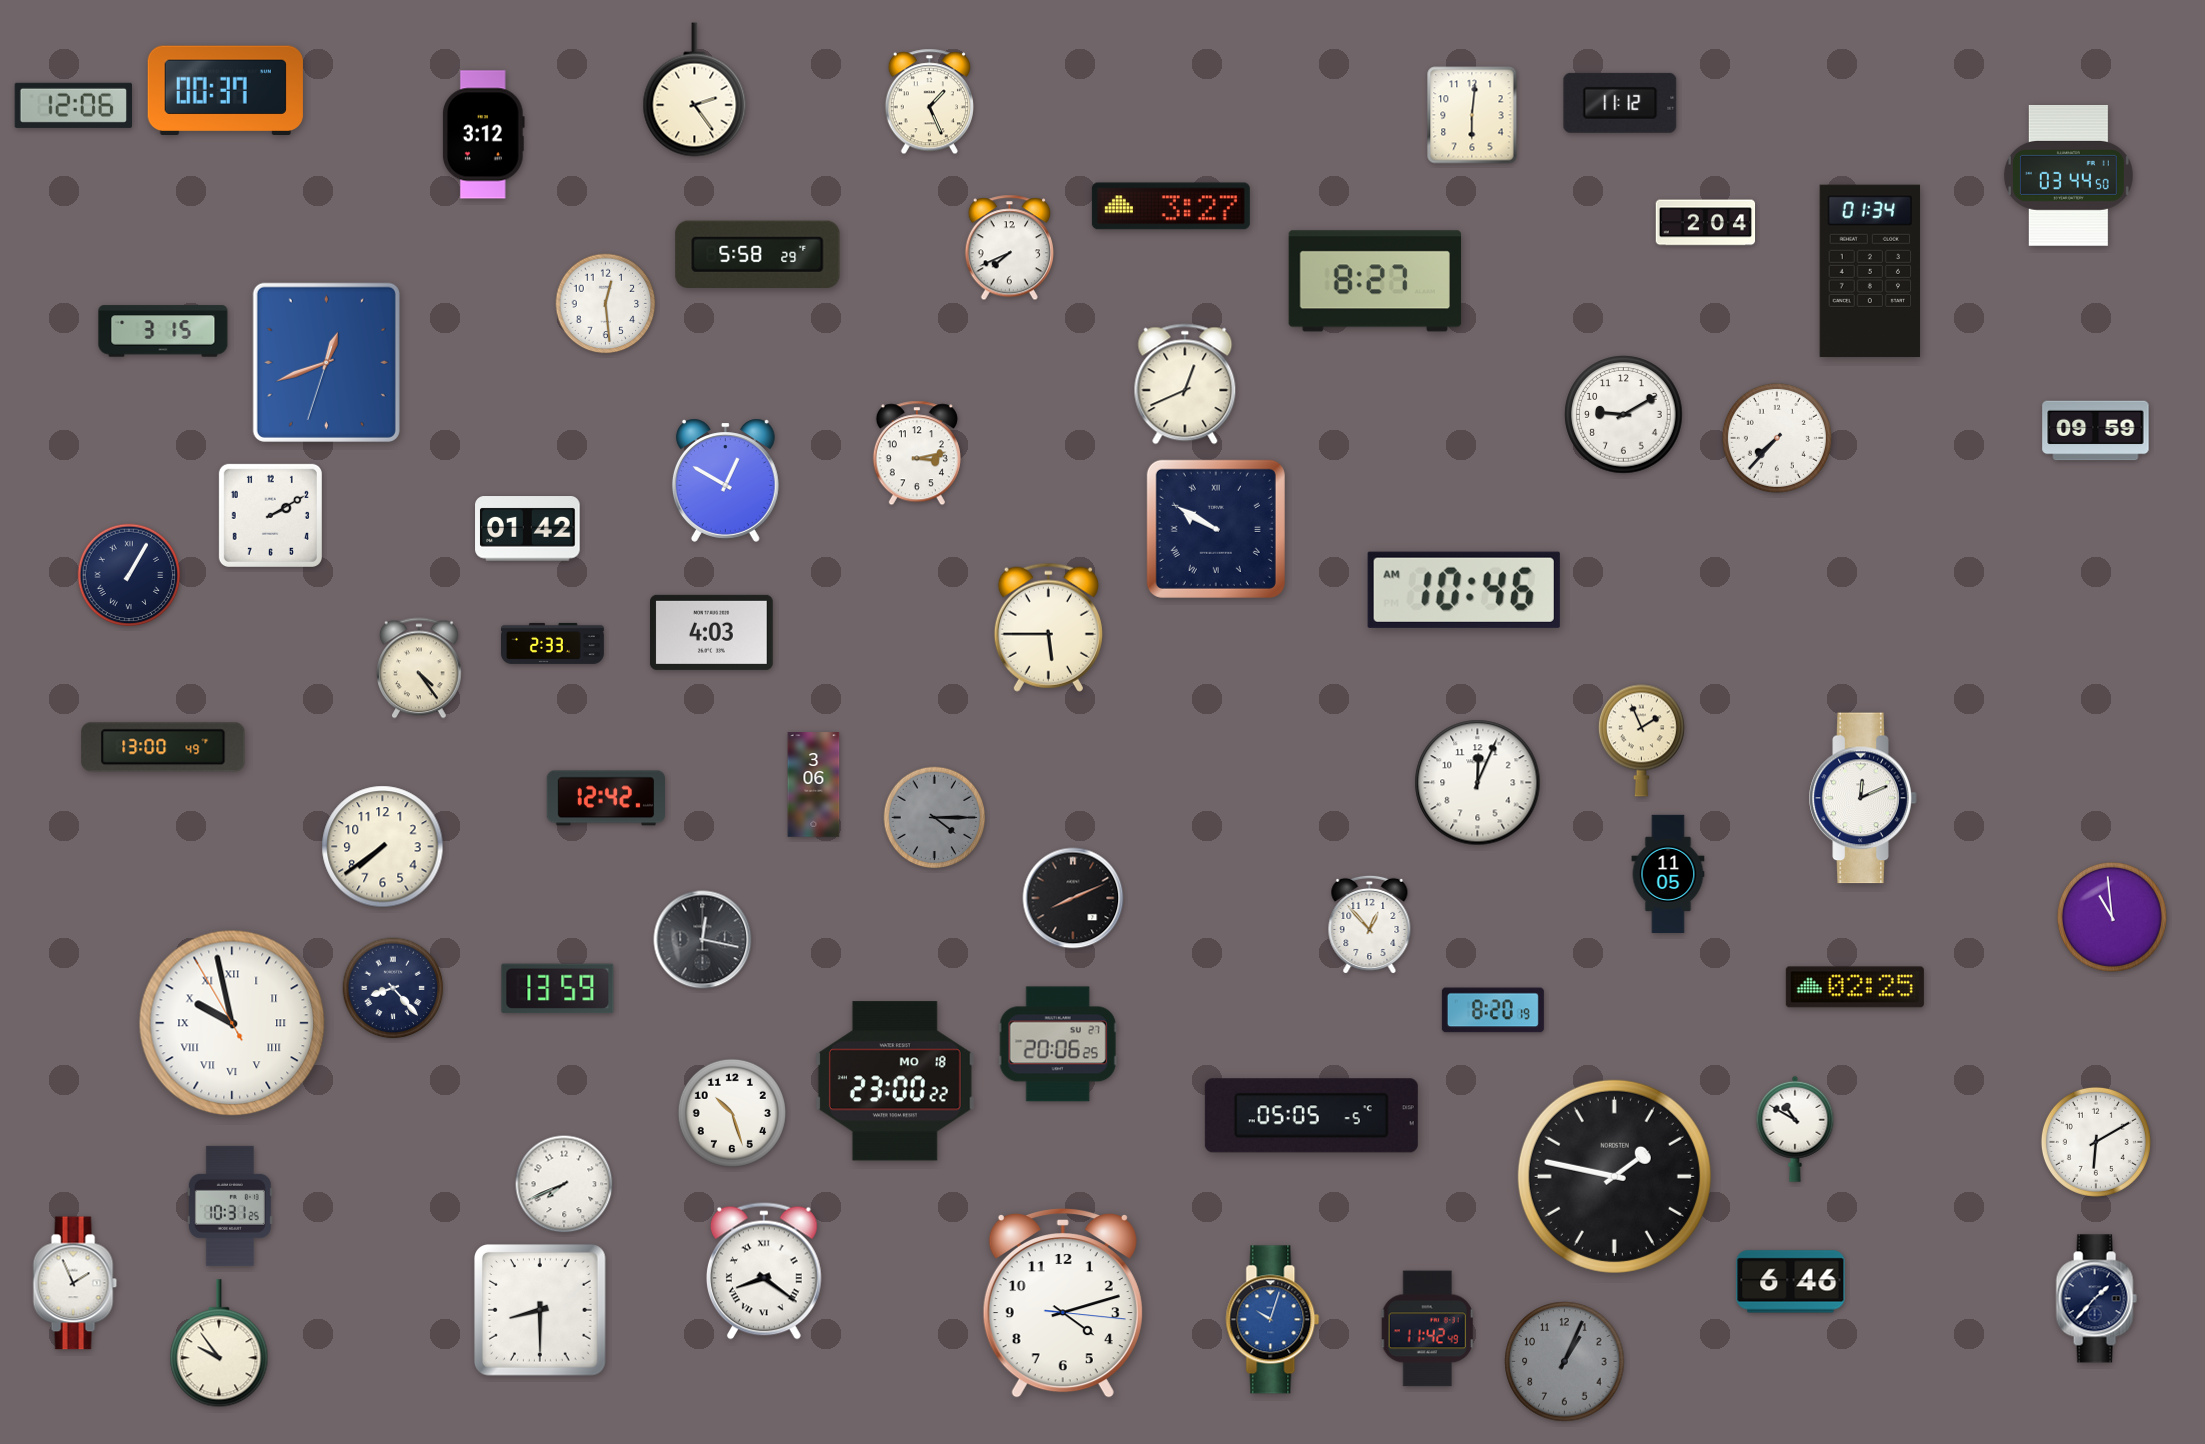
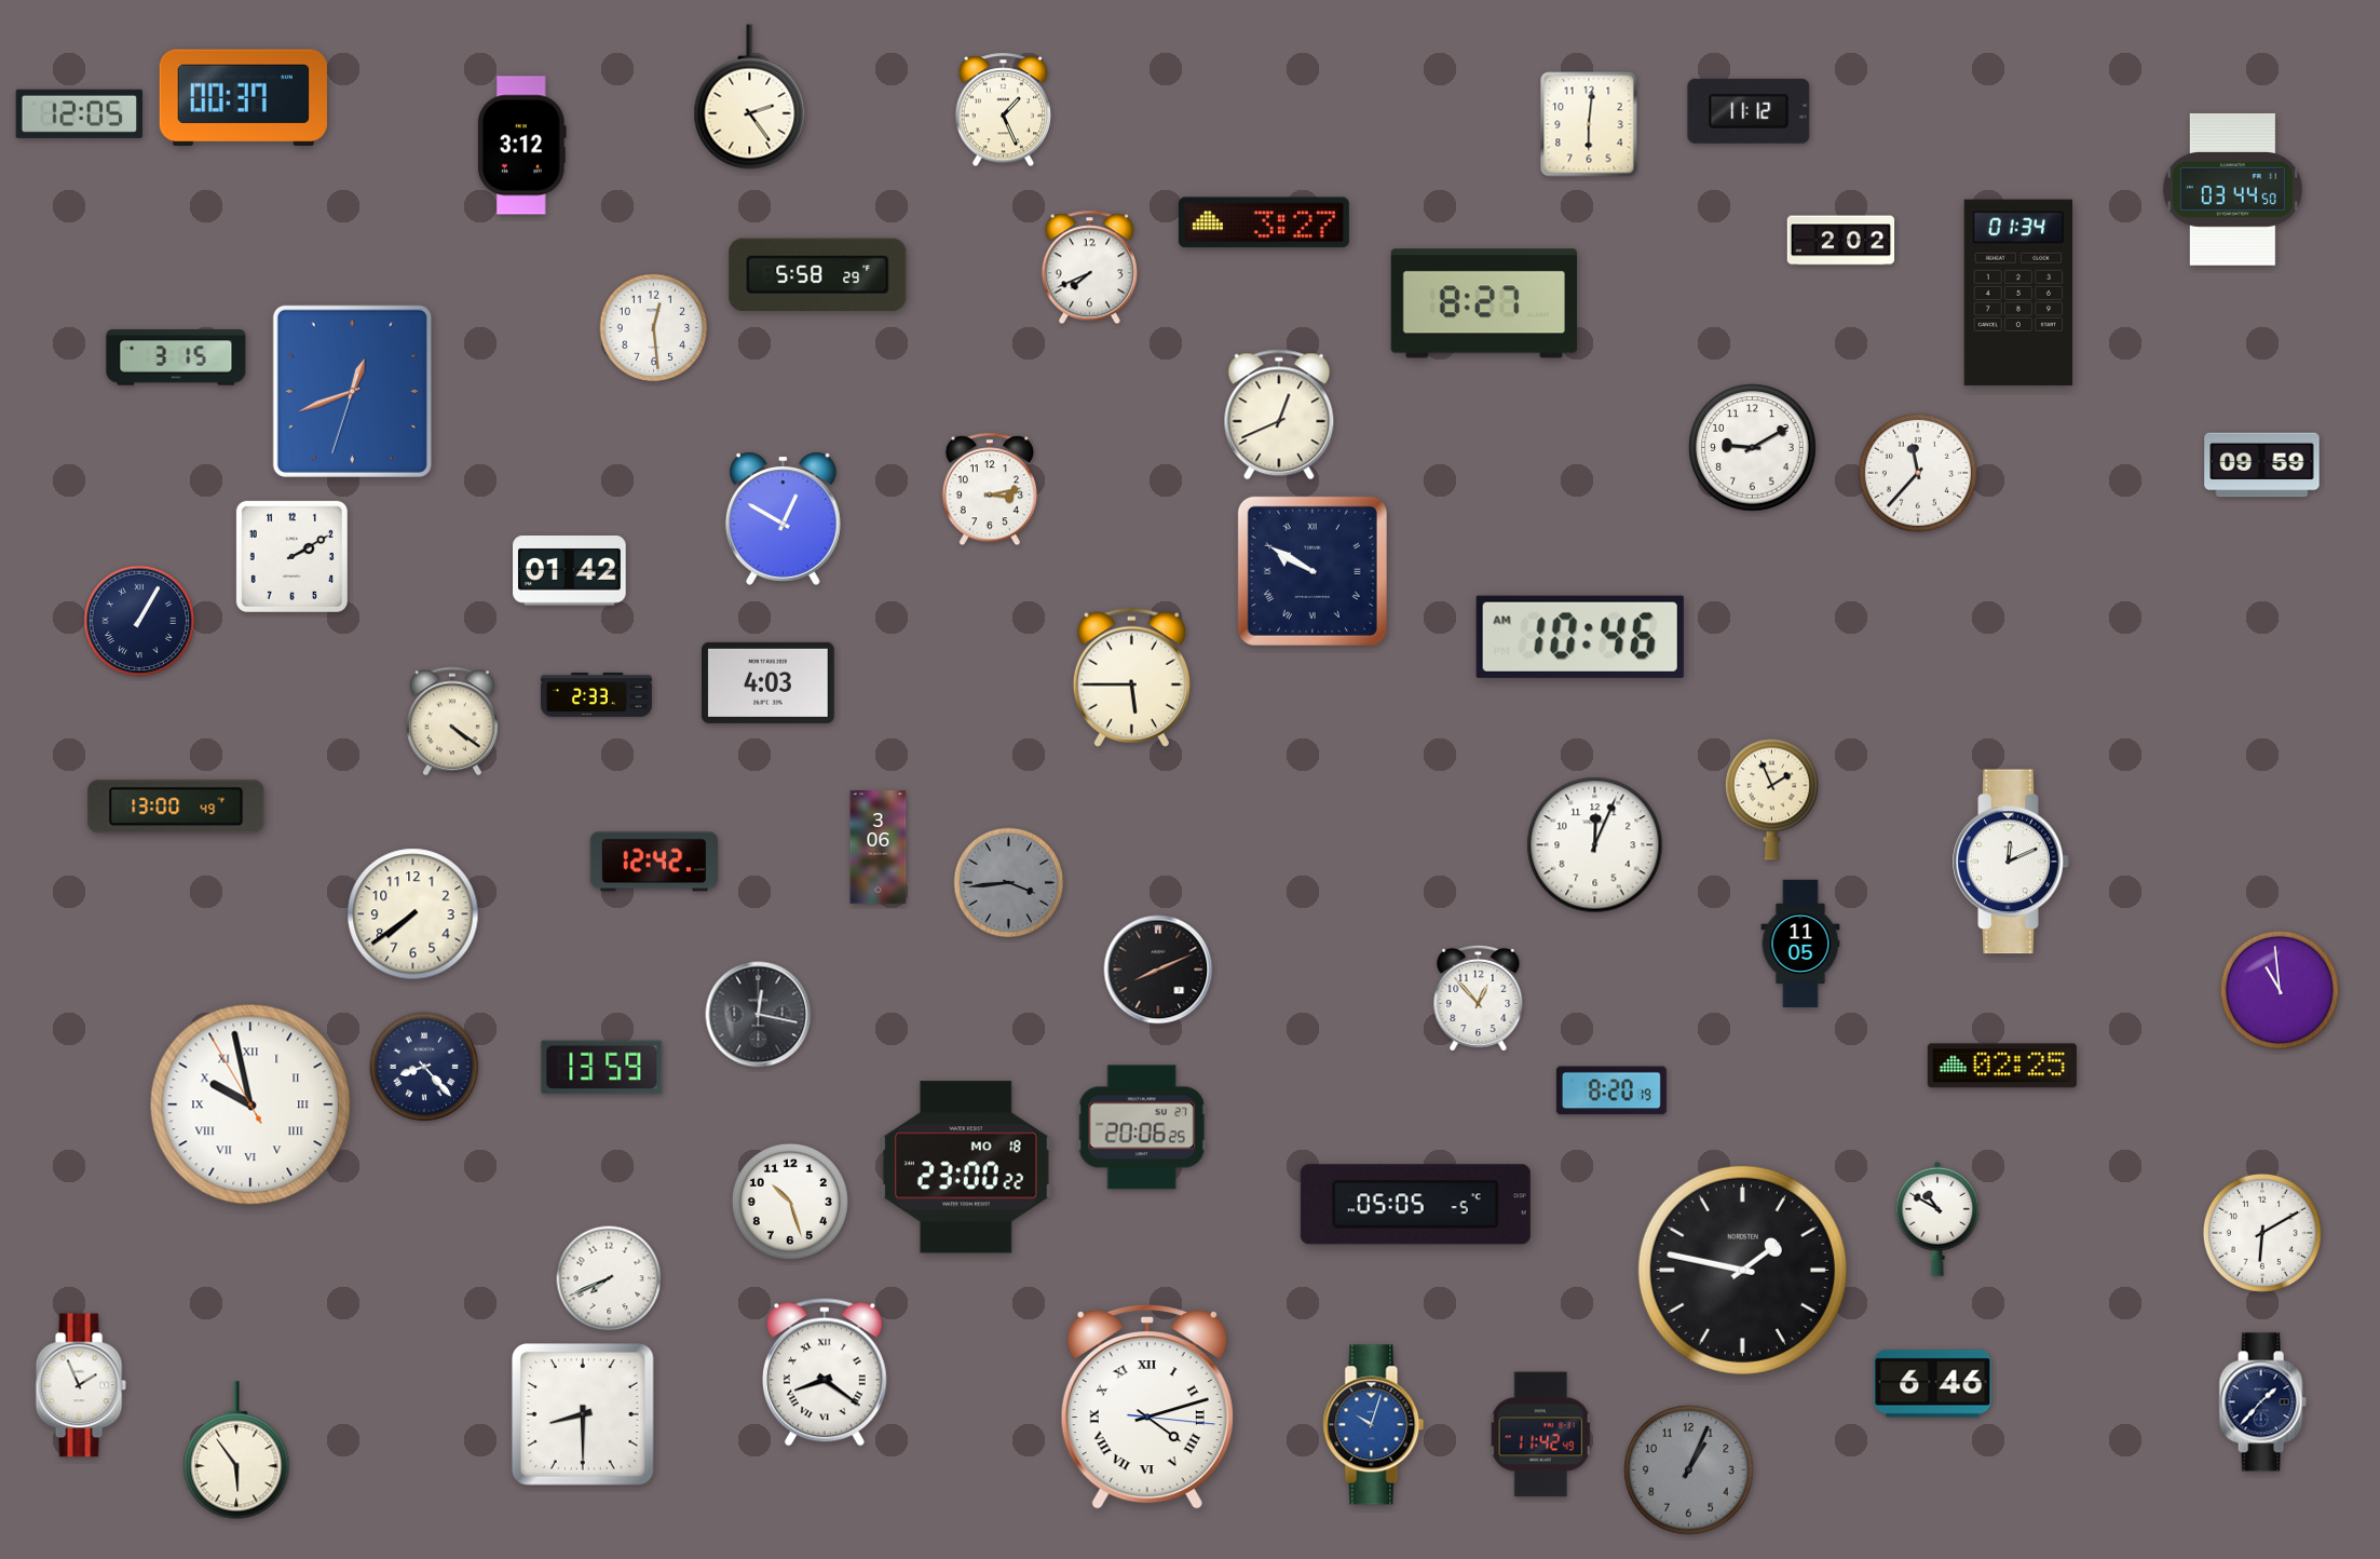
clock at (73, 105): 12:06 -> 12:05
clock at (1706, 223): 2:04 -> 2:02
clock at (1777, 438): 7:37 -> 11:37
clock at (419, 668): 4:24 -> 4:21
clock at (935, 818): 4:15 -> 3:44
clock at (230, 1206): 10:31 -> none
clock at (1063, 1304) numerals: Arabic -> Roman
clock at (219, 1344): 9:54 -> 5:54
